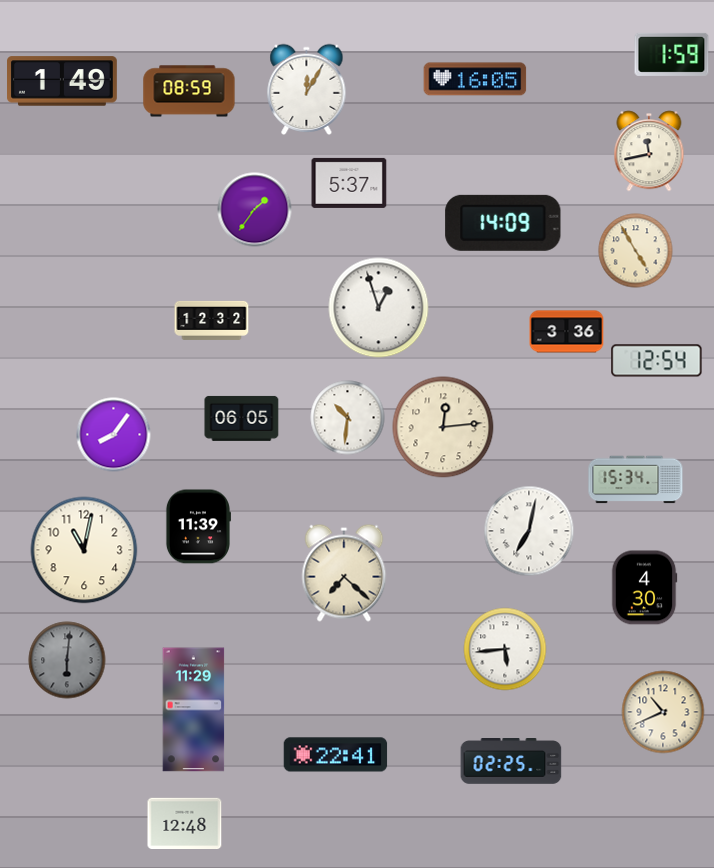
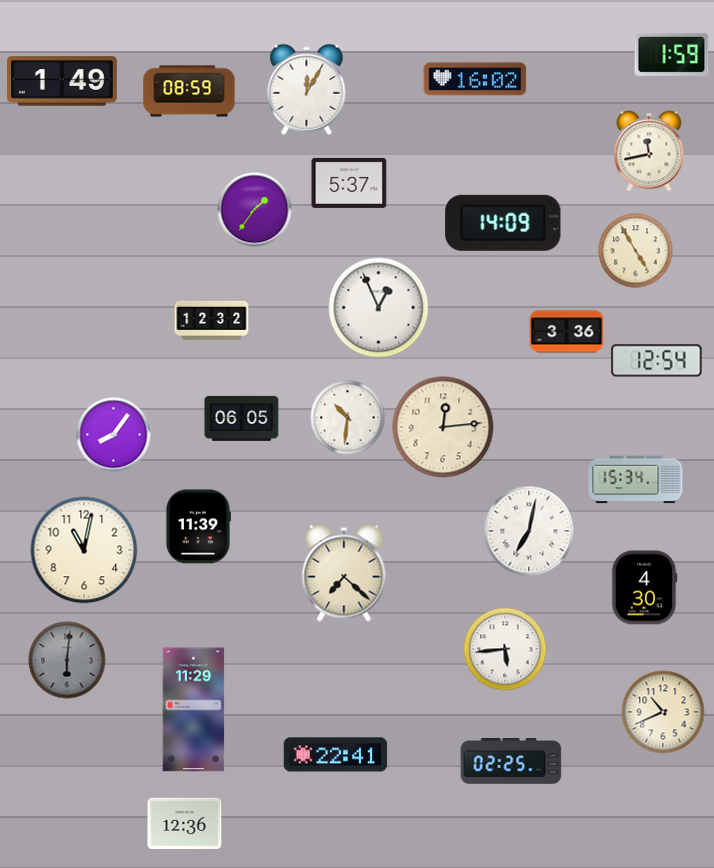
clock at (475, 79): 16:05 -> 16:02
clock at (379, 308): 12:57 -> 12:56
clock at (185, 823): 12:48 -> 12:36
